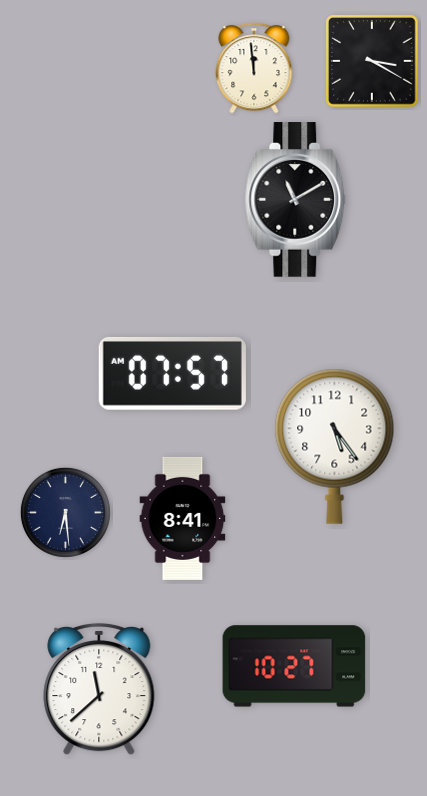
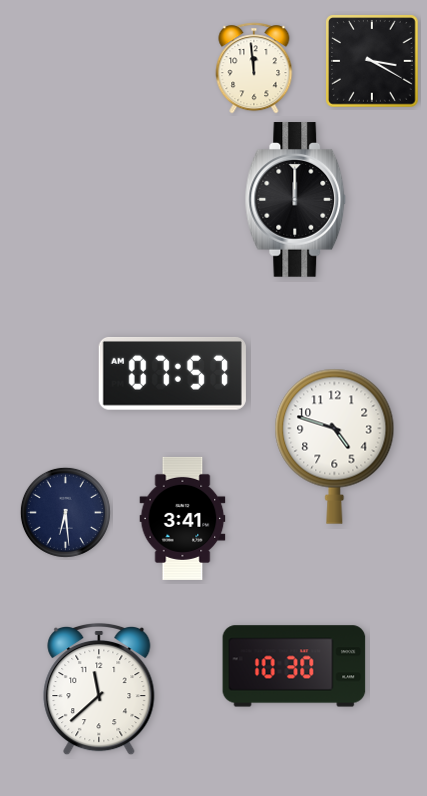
clock at (296, 200): 11:10 -> 12:00
clock at (335, 446): 5:24 -> 4:48
clock at (183, 518): 8:41 -> 3:41
clock at (294, 666): 10:27 -> 10:30
